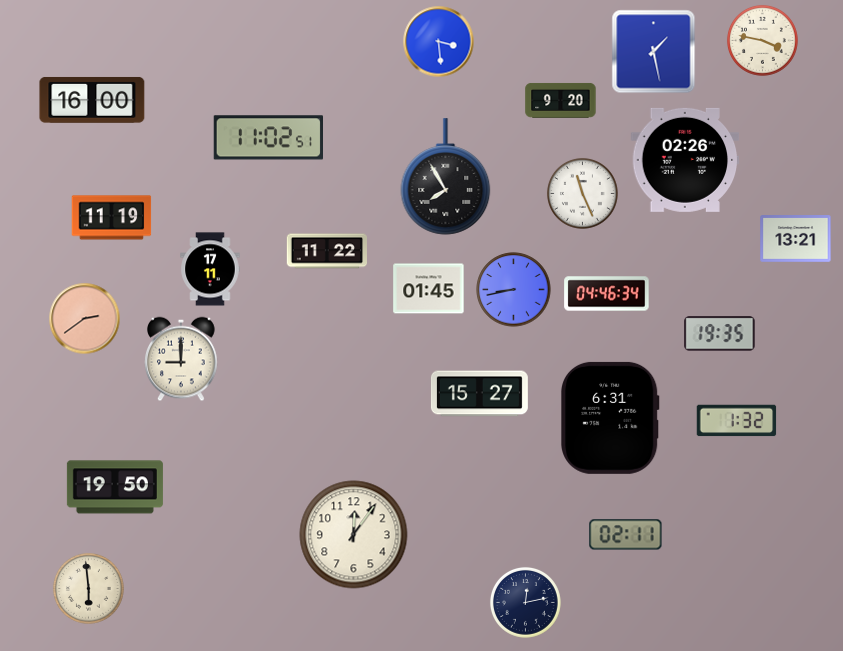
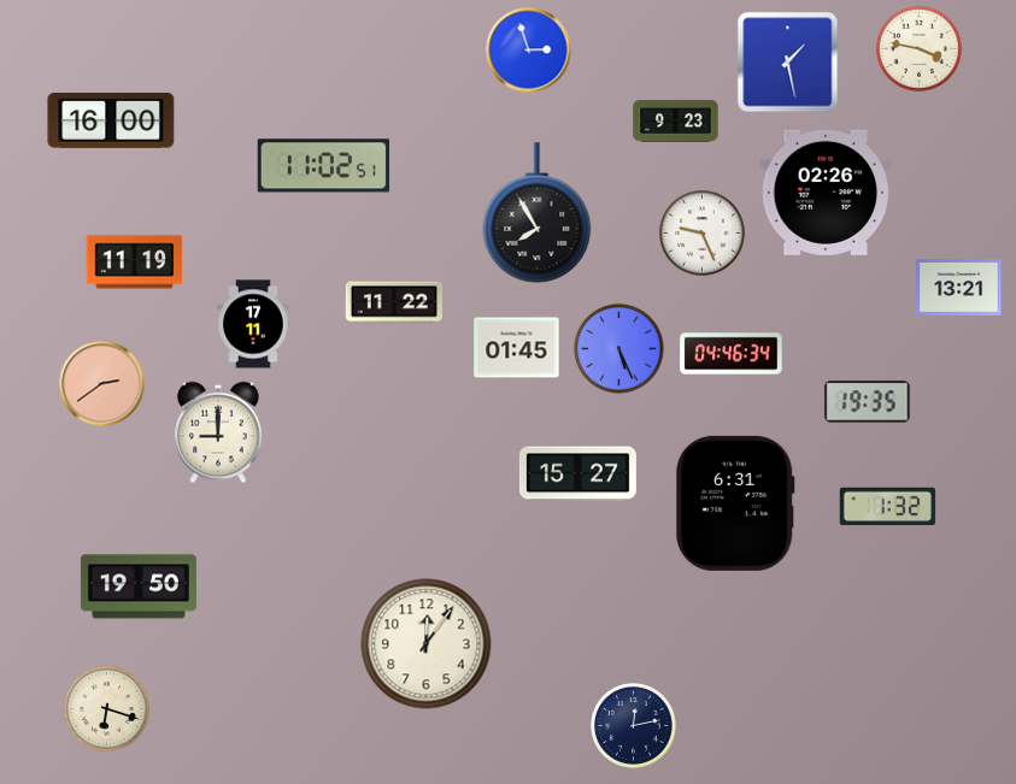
clock at (439, 42): 3:29 -> 2:57
clock at (561, 101): 9:20 -> 9:23
clock at (583, 194): 11:26 -> 9:26
clock at (514, 290): 8:43 -> 5:26
clock at (626, 535): 02:11 -> none
clock at (89, 589): 5:59 -> 6:18
